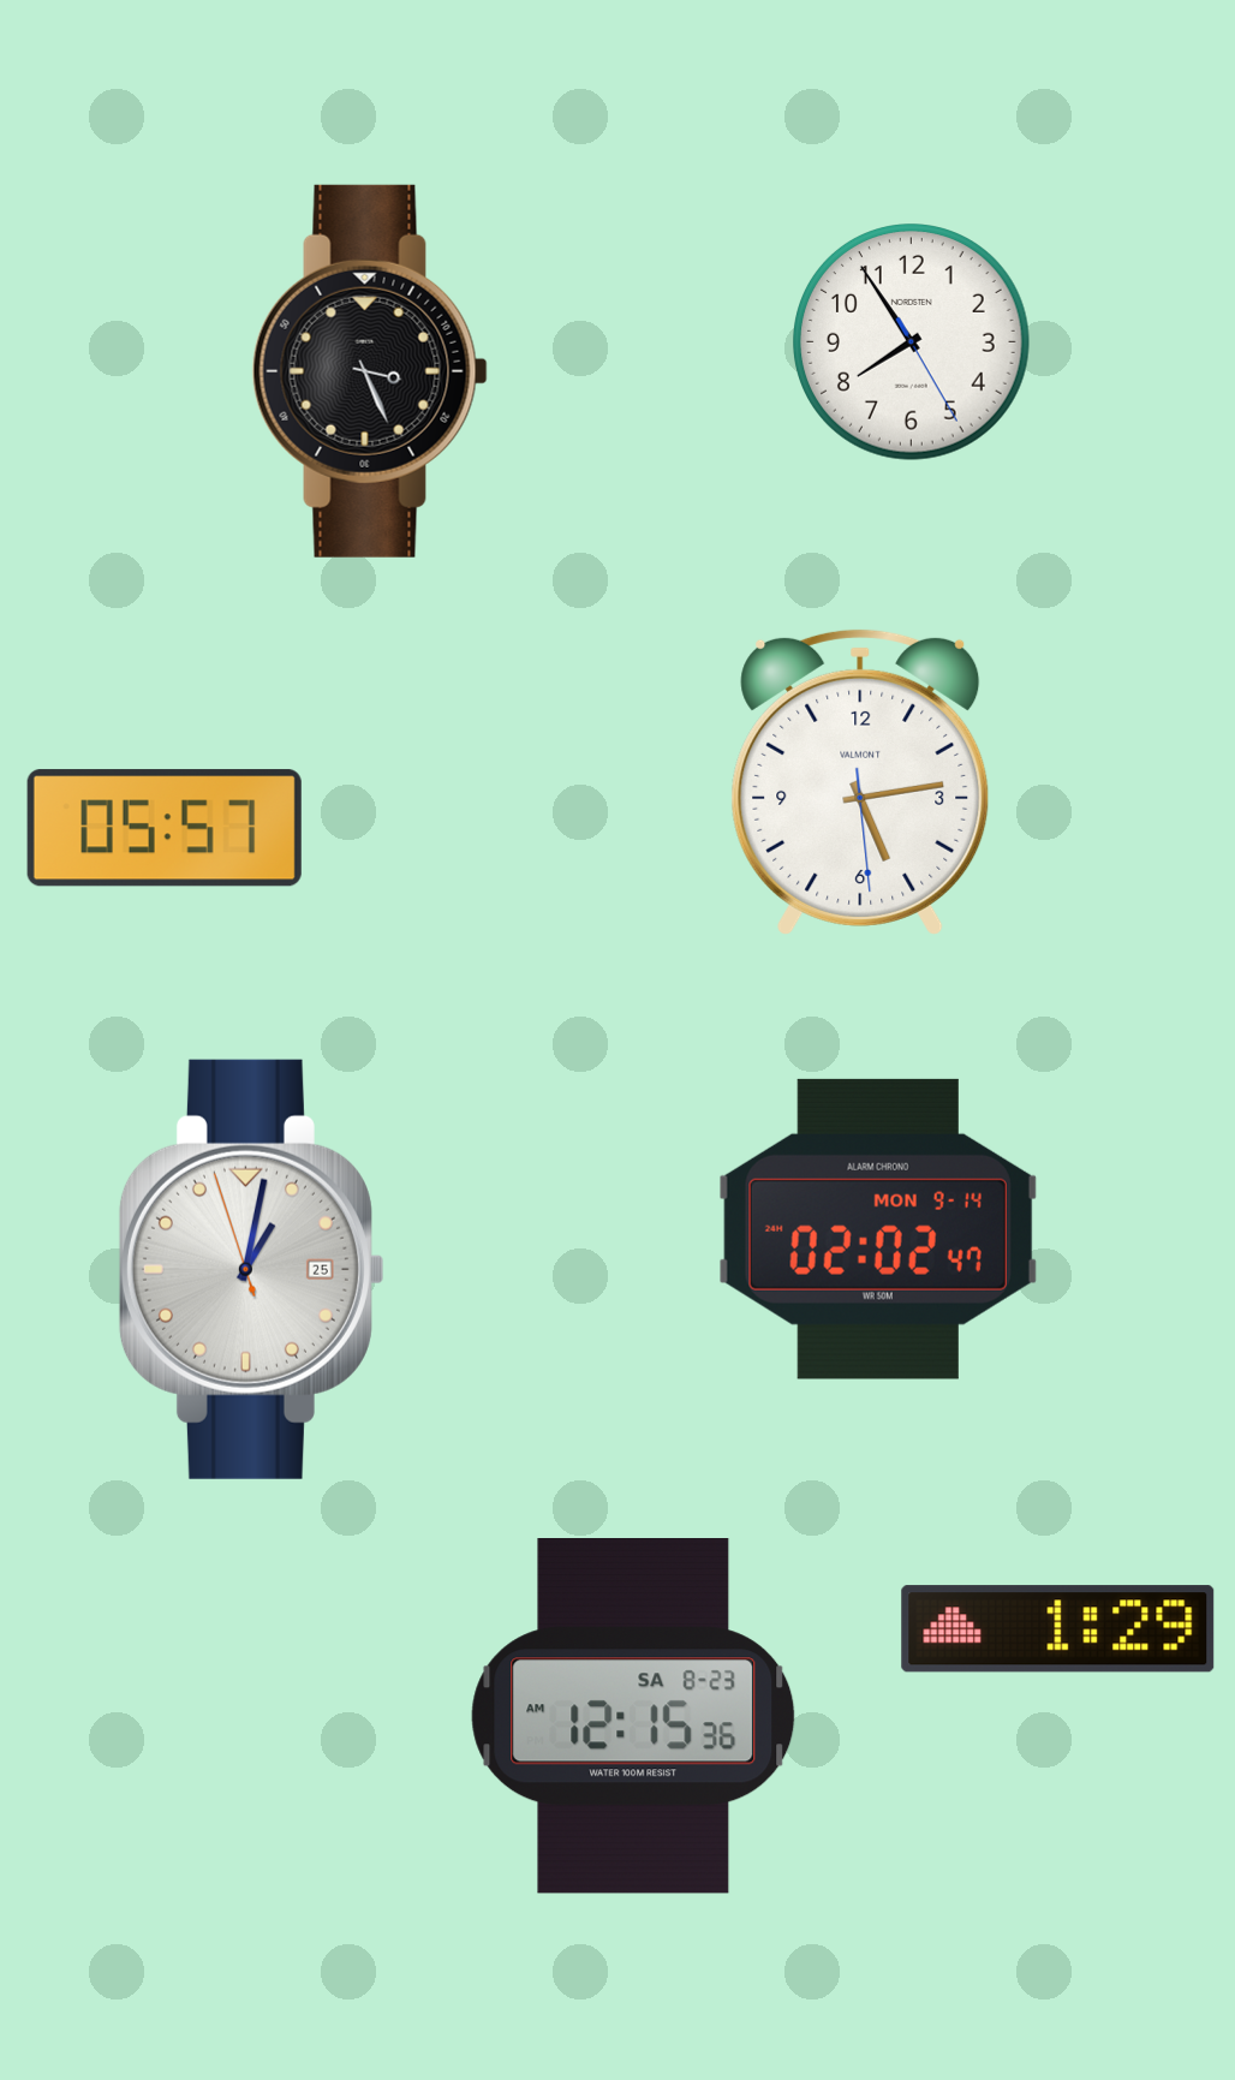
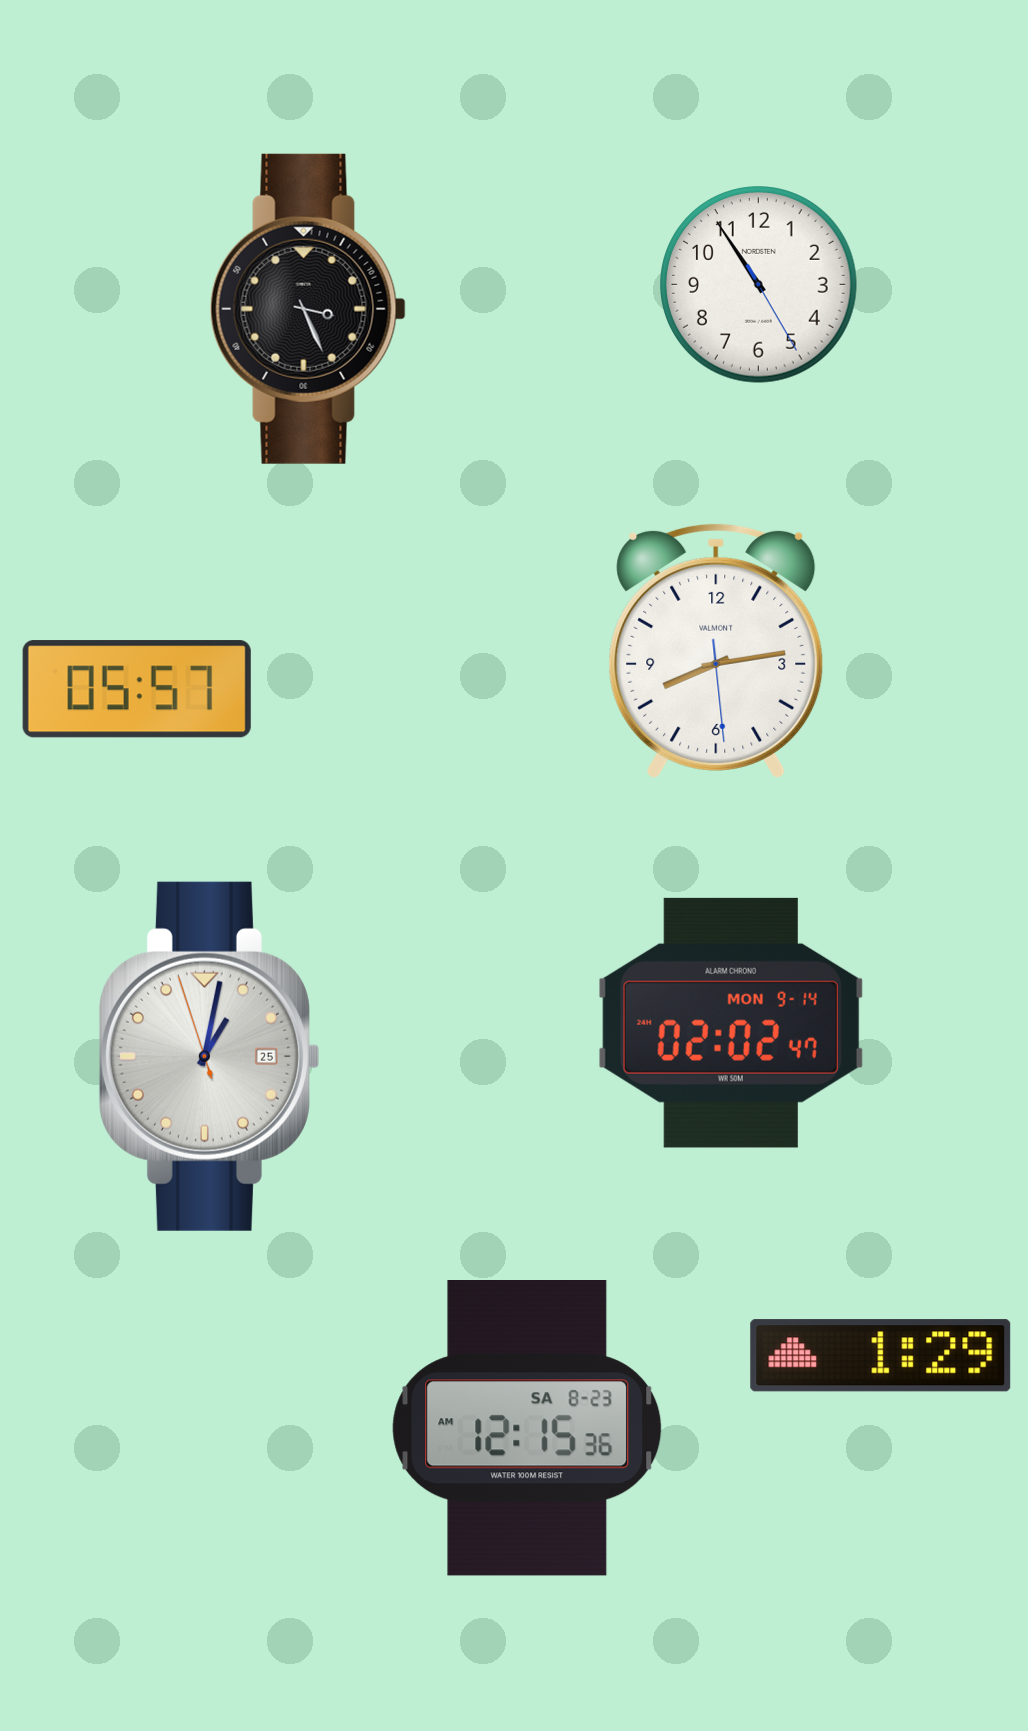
clock at (912, 342): 7:54 -> 10:54
clock at (860, 782): 5:13 -> 8:13
